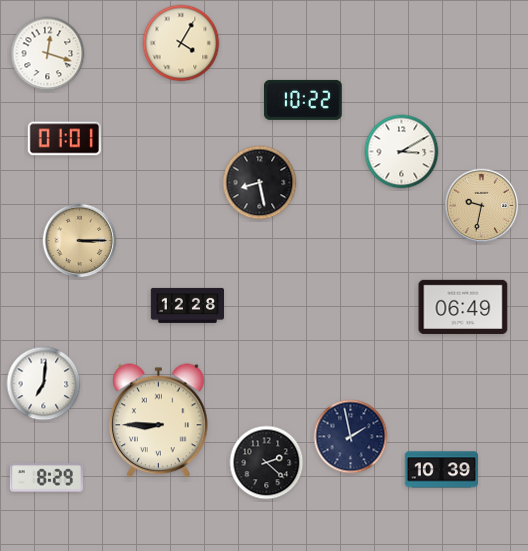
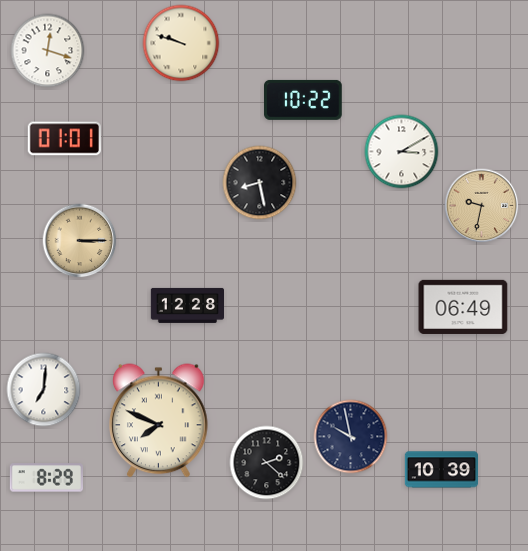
clock at (181, 43): 4:05 -> 9:48
clock at (48, 54) position: (48, 54) -> (48, 51)
clock at (44, 384) position: (44, 384) -> (44, 390)
clock at (159, 421): 8:45 -> 7:49
clock at (351, 437): 1:58 -> 9:58
